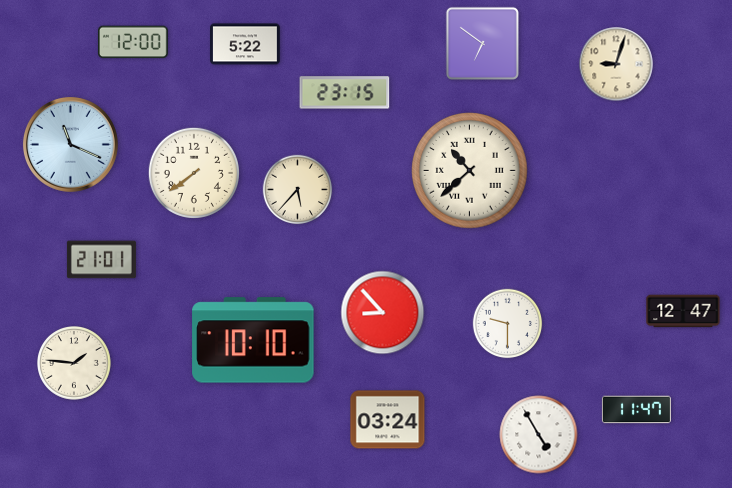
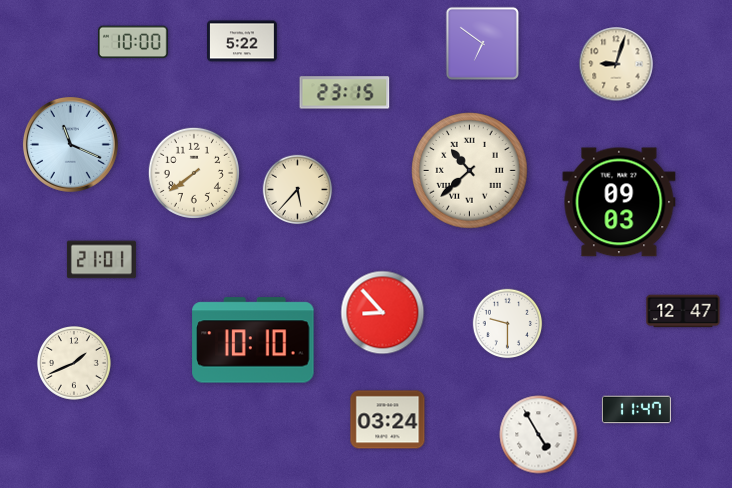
clock at (133, 42): 12:00 -> 10:00
clock at (246, 44) position: (246, 44) -> (243, 41)
clock at (619, 202): none -> 09:03
clock at (75, 364): 1:46 -> 1:41
